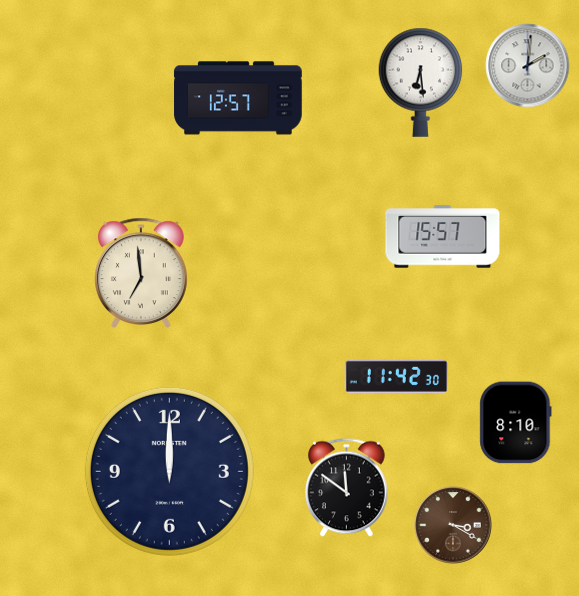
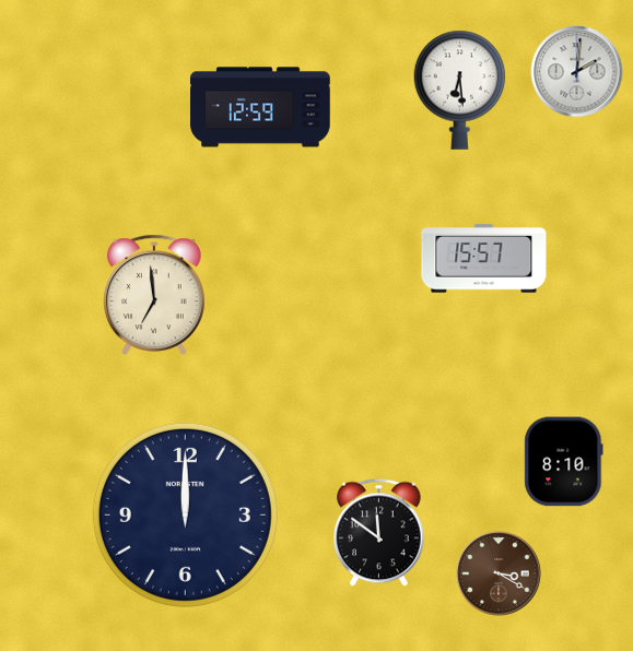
clock at (238, 98): 12:57 -> 12:59
clock at (142, 273) position: (142, 273) -> (155, 295)
clock at (396, 376): 11:42 -> none
clock at (453, 525) position: (453, 525) -> (499, 573)
